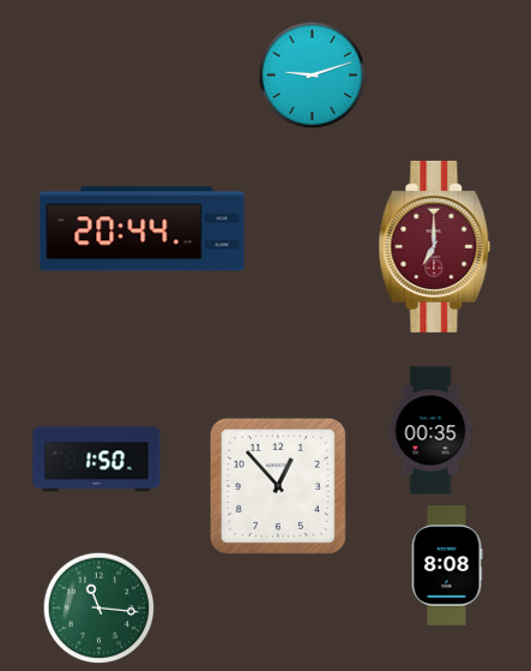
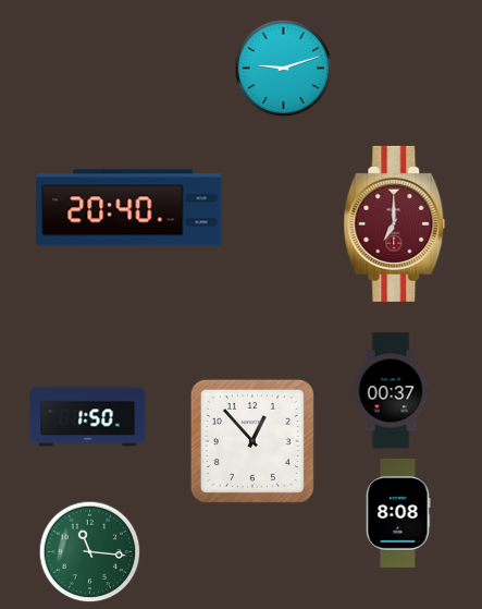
clock at (143, 229): 20:44 -> 20:40
clock at (430, 431): 00:35 -> 00:37
clock at (447, 565) position: (447, 565) -> (398, 513)
